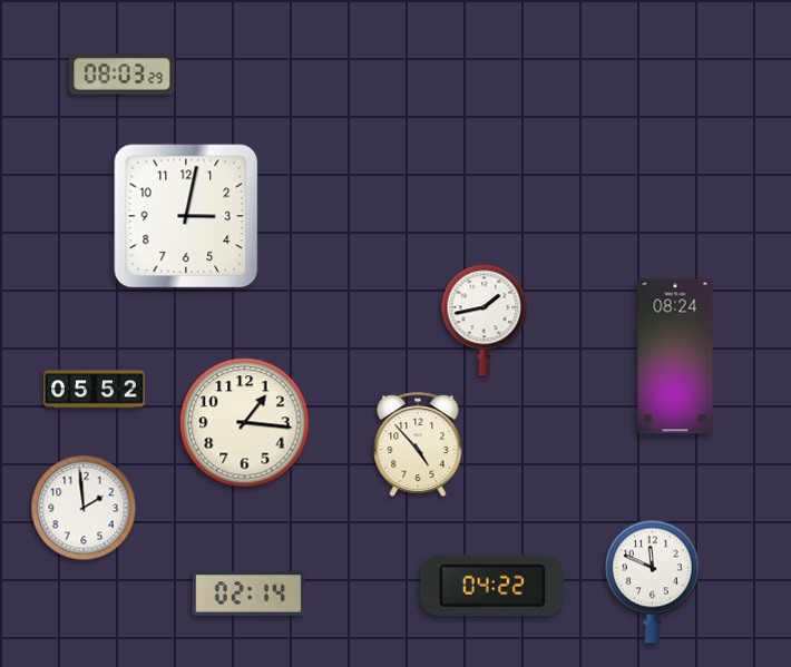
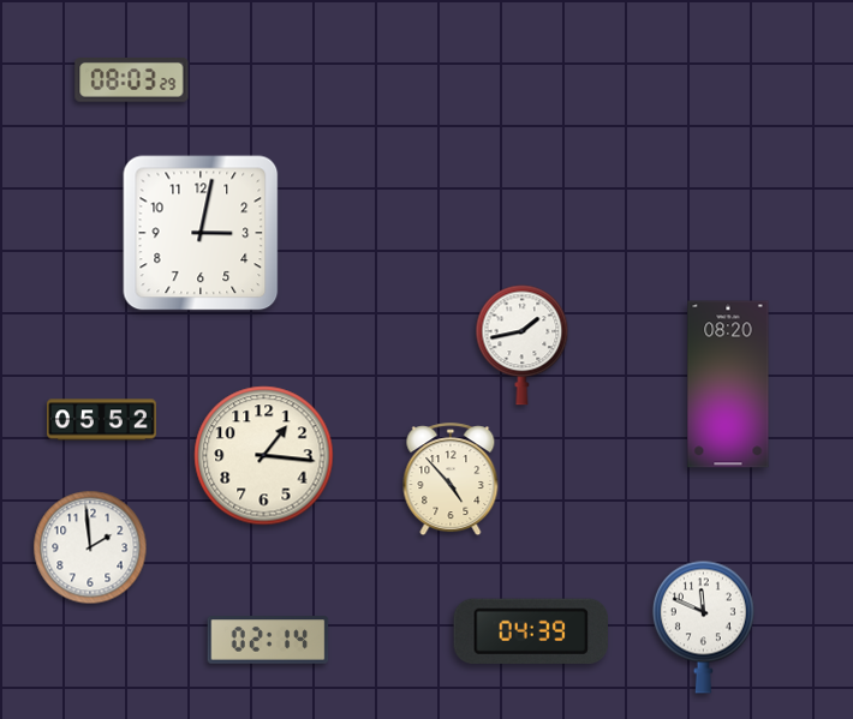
clock at (675, 356): 08:24 -> 08:20
clock at (491, 586): 04:22 -> 04:39
